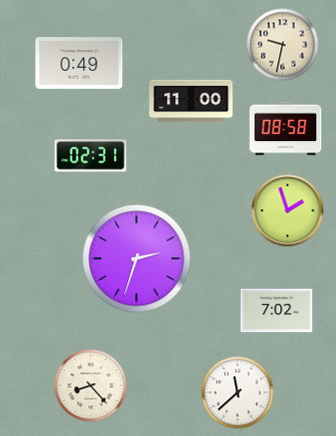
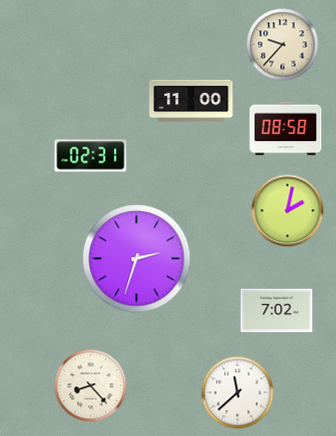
clock at (283, 45): 9:32 -> 9:37
clock at (79, 63): 0:49 -> none
clock at (288, 211): 1:57 -> 2:02
